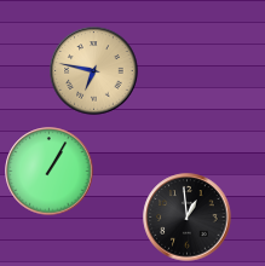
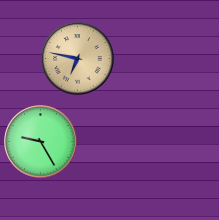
clock at (50, 172): 1:05 -> 9:25
clock at (188, 218): 12:59 -> none
